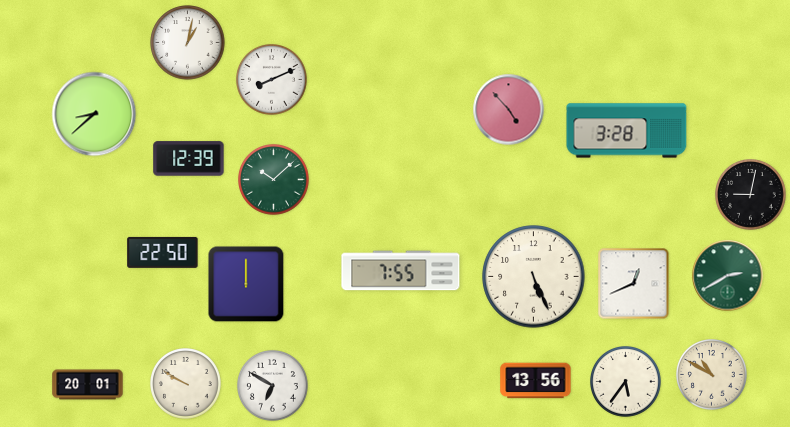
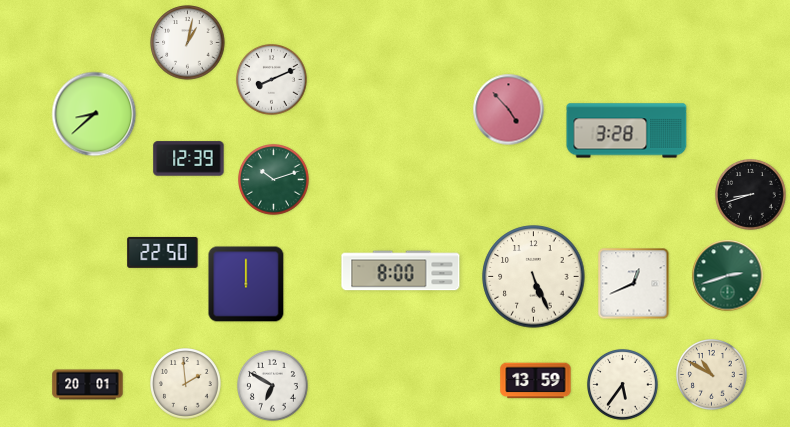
clock at (274, 180): 10:08 -> 10:12
clock at (751, 195): 9:02 -> 8:42
clock at (401, 271): 7:55 -> 8:00
clock at (728, 276): 2:40 -> 2:42
clock at (536, 381): 13:56 -> 13:59
clock at (626, 382) position: (626, 382) -> (623, 385)
clock at (186, 384): 9:50 -> 1:59
